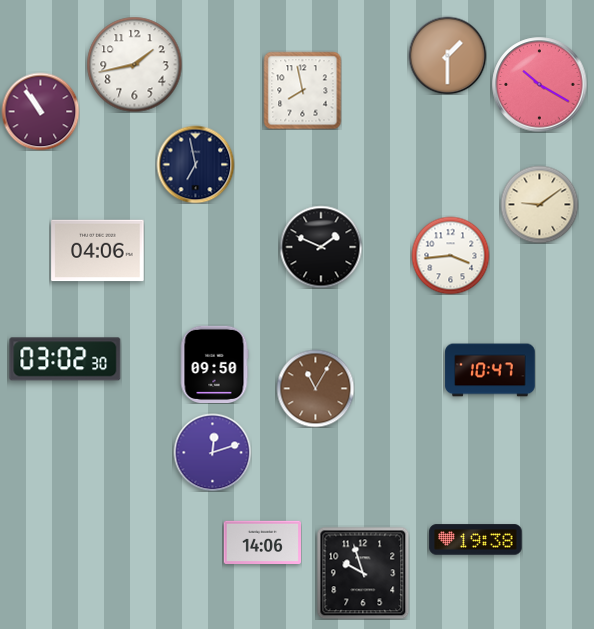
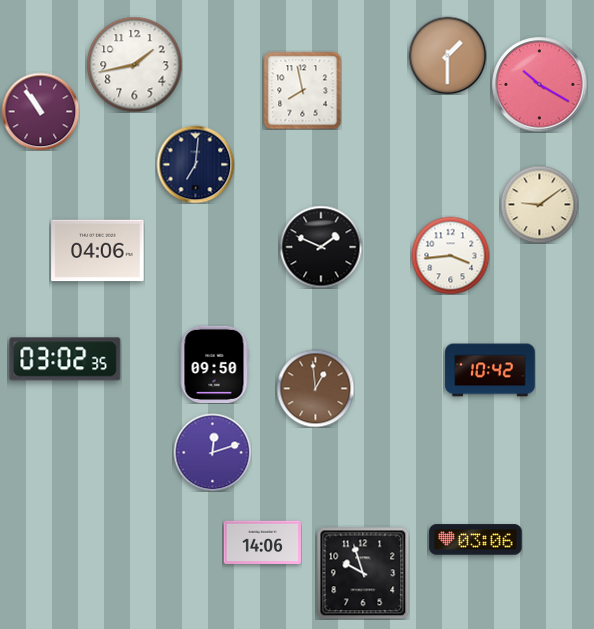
clock at (195, 164): 6:58 -> 7:01
clock at (65, 359): 03:02:30 -> 03:02:35
clock at (490, 370): 10:47 -> 10:42
clock at (315, 388): 11:05 -> 12:59
clock at (476, 540): 19:38 -> 03:06
